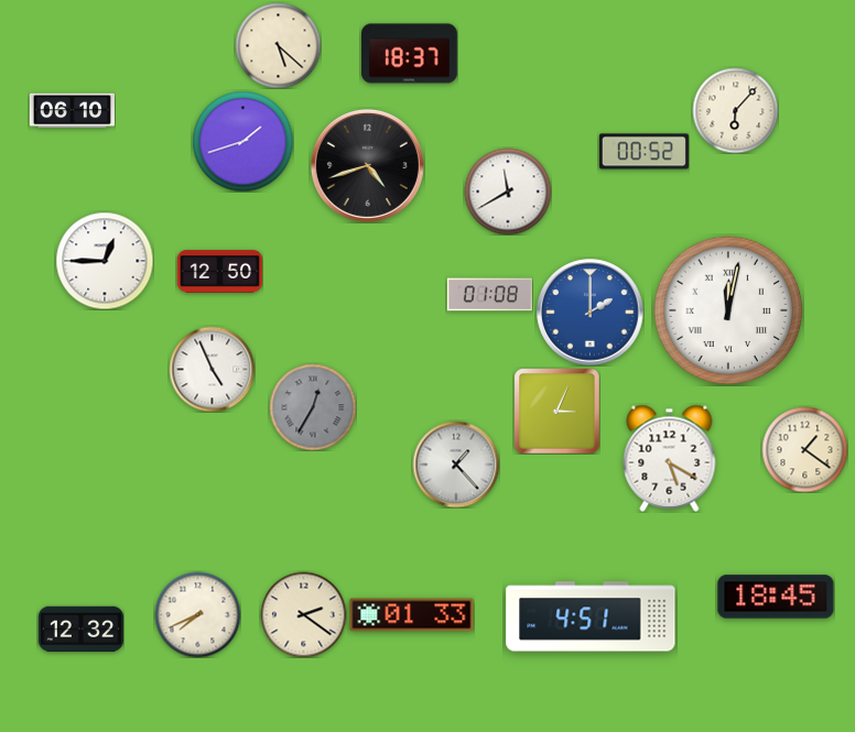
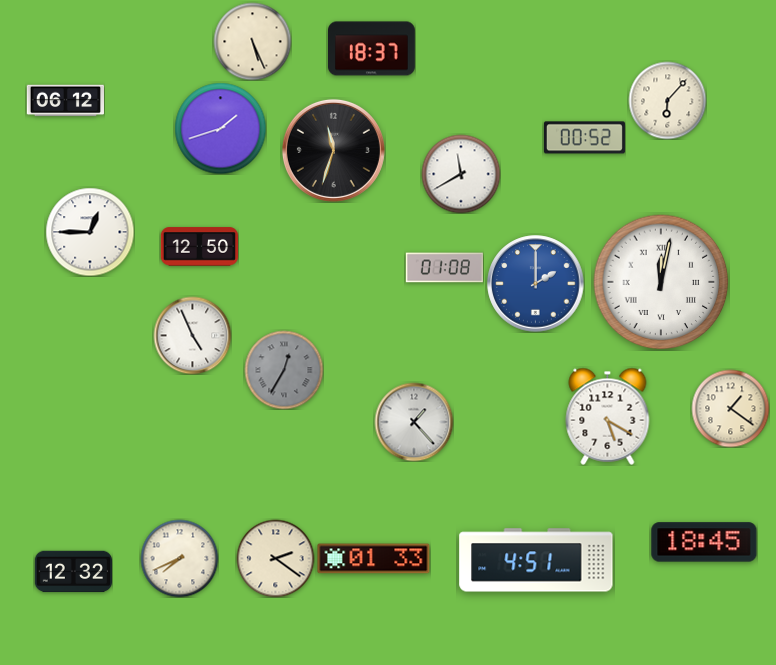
clock at (278, 45): 5:22 -> 5:26
clock at (72, 111): 06:10 -> 06:12
clock at (367, 165): 4:42 -> 11:33
clock at (105, 261) position: (105, 261) -> (90, 232)
clock at (556, 411): 3:04 -> none
